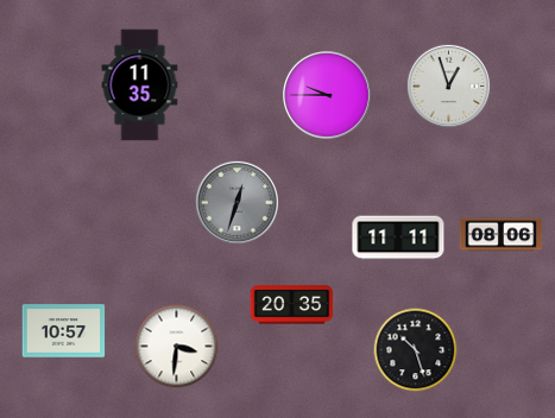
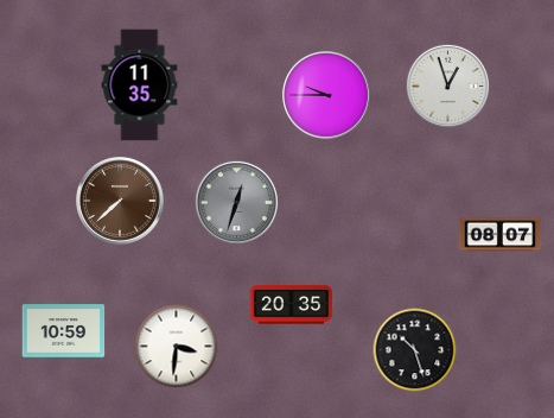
clock at (121, 202): none -> 7:38
clock at (502, 235): 08:06 -> 08:07
clock at (398, 237): 11:11 -> none
clock at (64, 331): 10:57 -> 10:59
